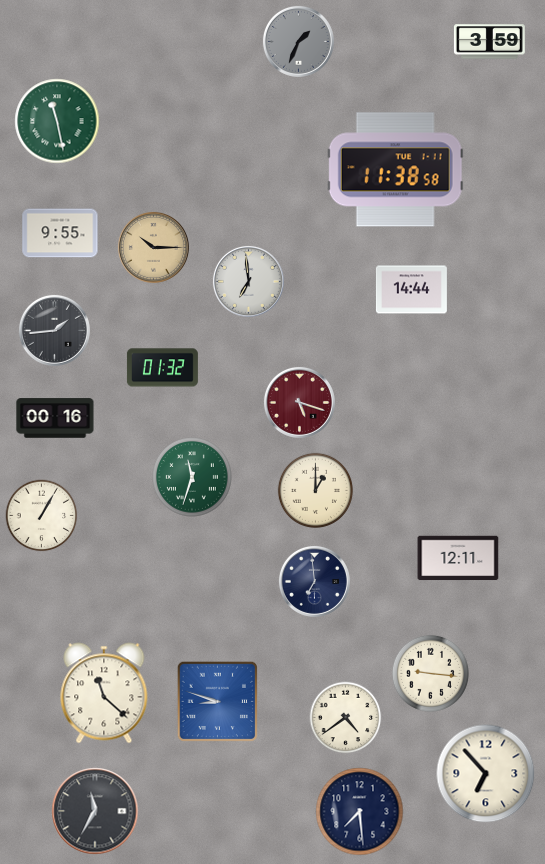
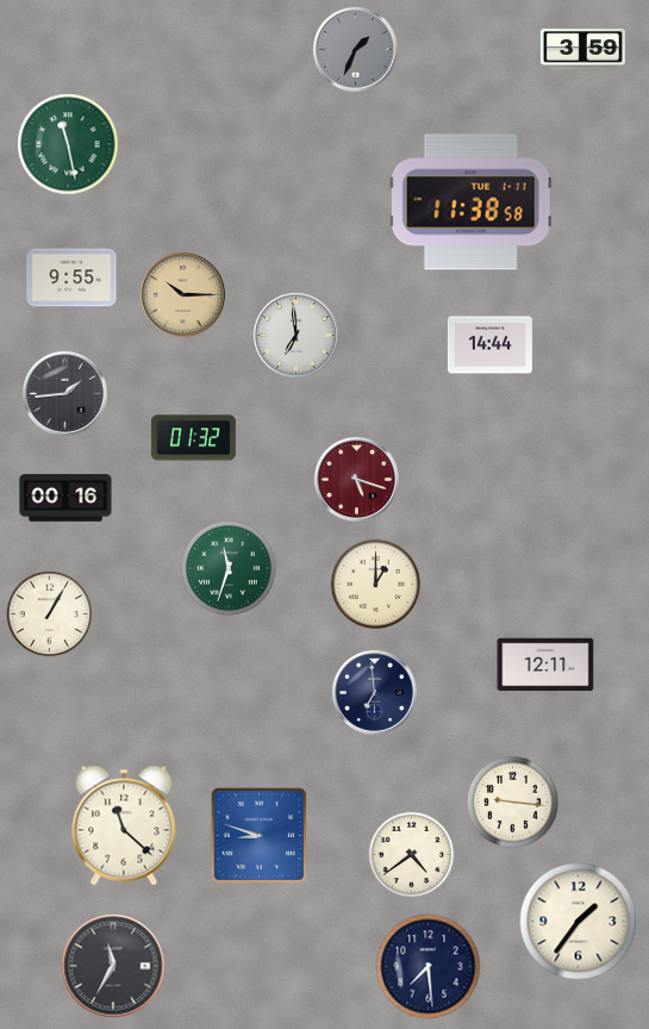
clock at (486, 774): 6:53 -> 1:36
